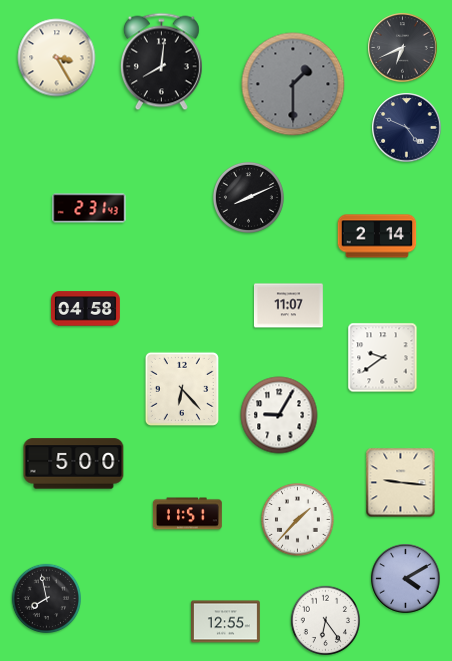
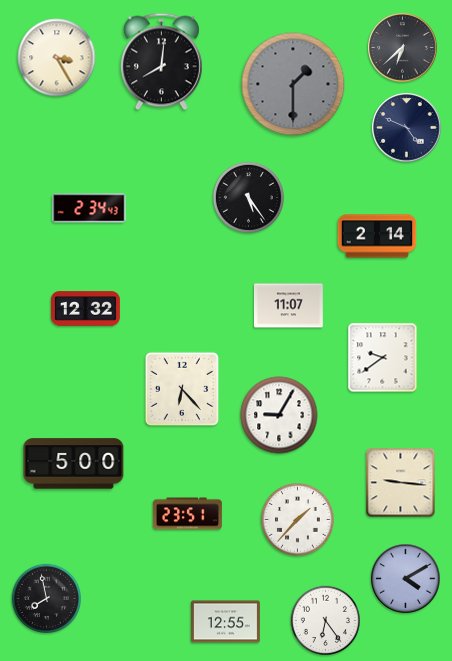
clock at (403, 48): 6:41 -> 6:38
clock at (248, 197): 8:11 -> 5:24
clock at (89, 208): 2:31 -> 2:34
clock at (86, 309): 04:58 -> 12:32
clock at (187, 514): 11:51 -> 23:51
